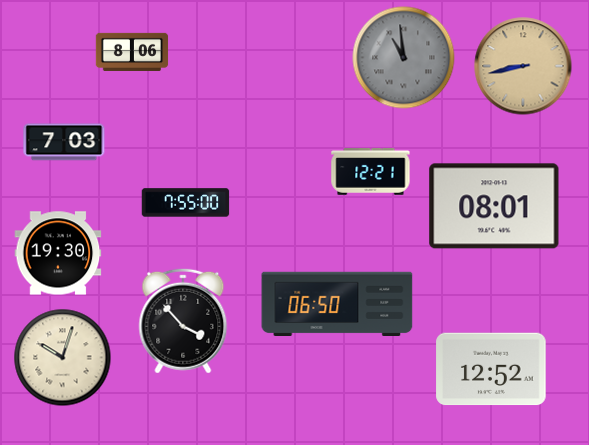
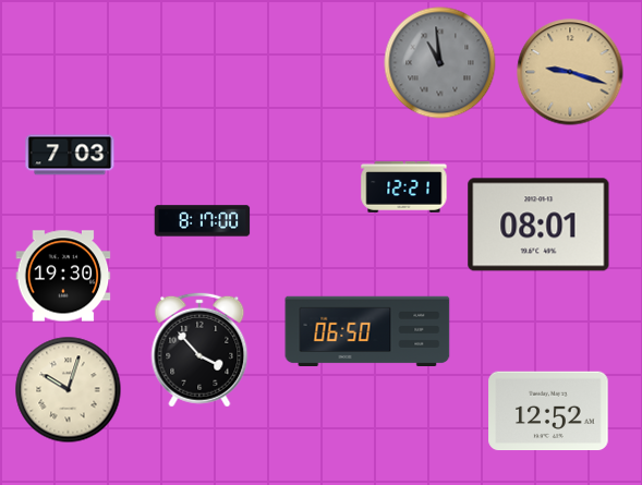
clock at (132, 52): 8:06 -> none
clock at (523, 66): 8:43 -> 9:18
clock at (186, 203): 7:55 -> 8:17
clock at (491, 369) position: (491, 369) -> (548, 411)
